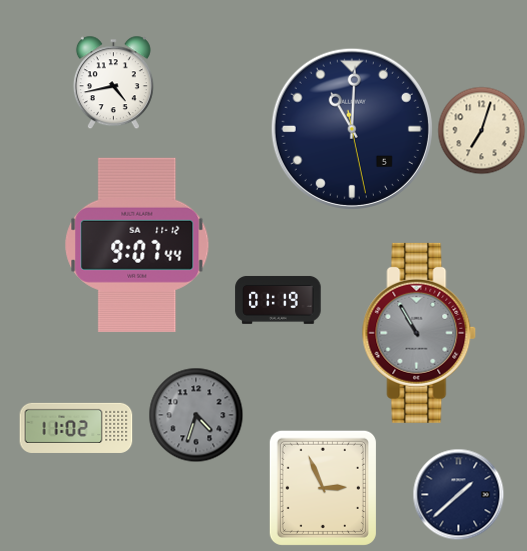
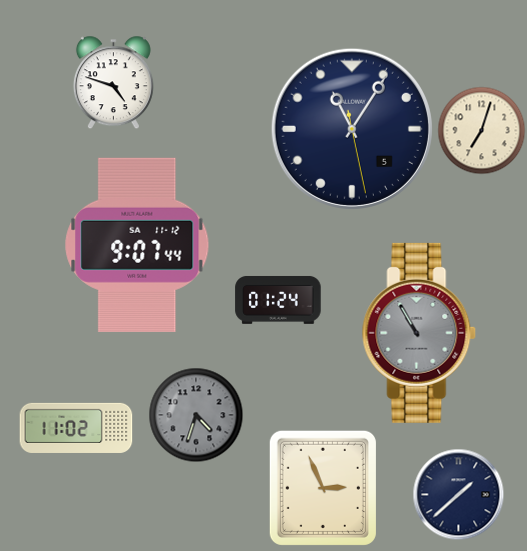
clock at (113, 82): 4:43 -> 4:48
clock at (352, 129): 11:00 -> 11:05
clock at (278, 300): 01:19 -> 01:24
